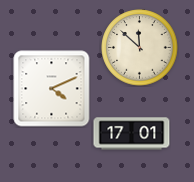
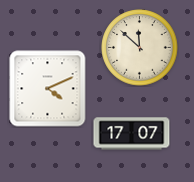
clock at (52, 89) position: (52, 89) -> (48, 89)
clock at (132, 134): 17:01 -> 17:07
